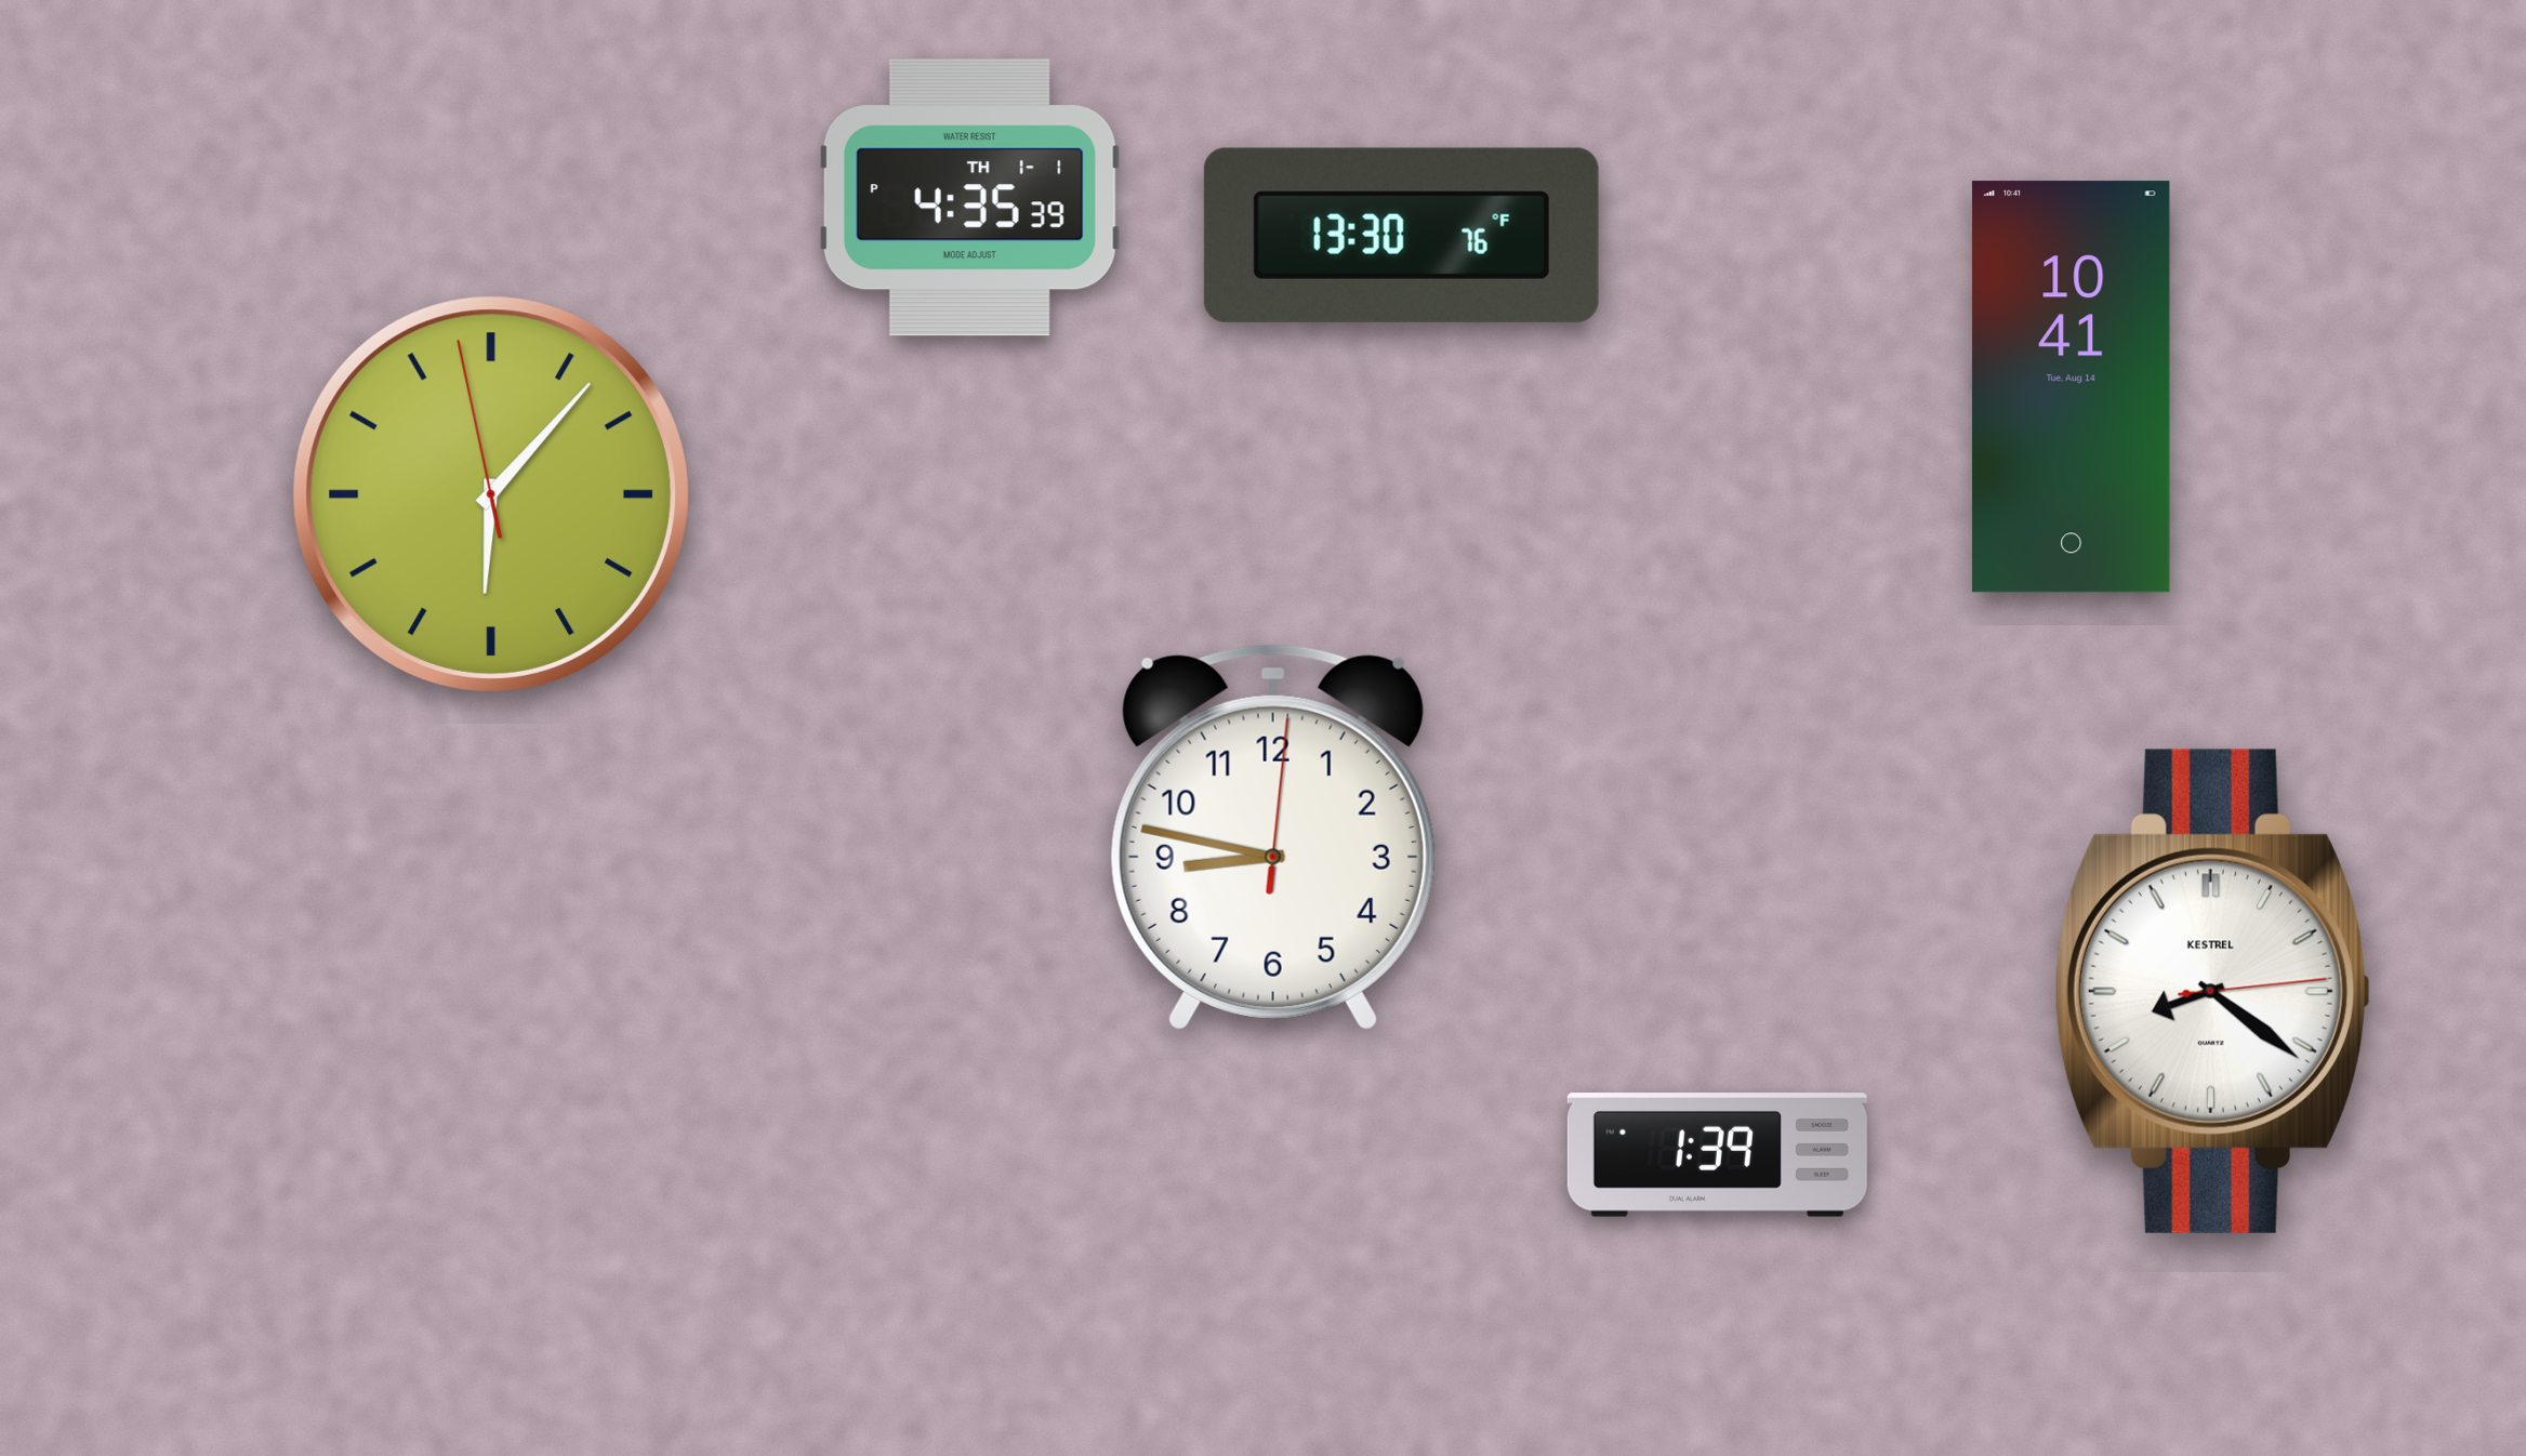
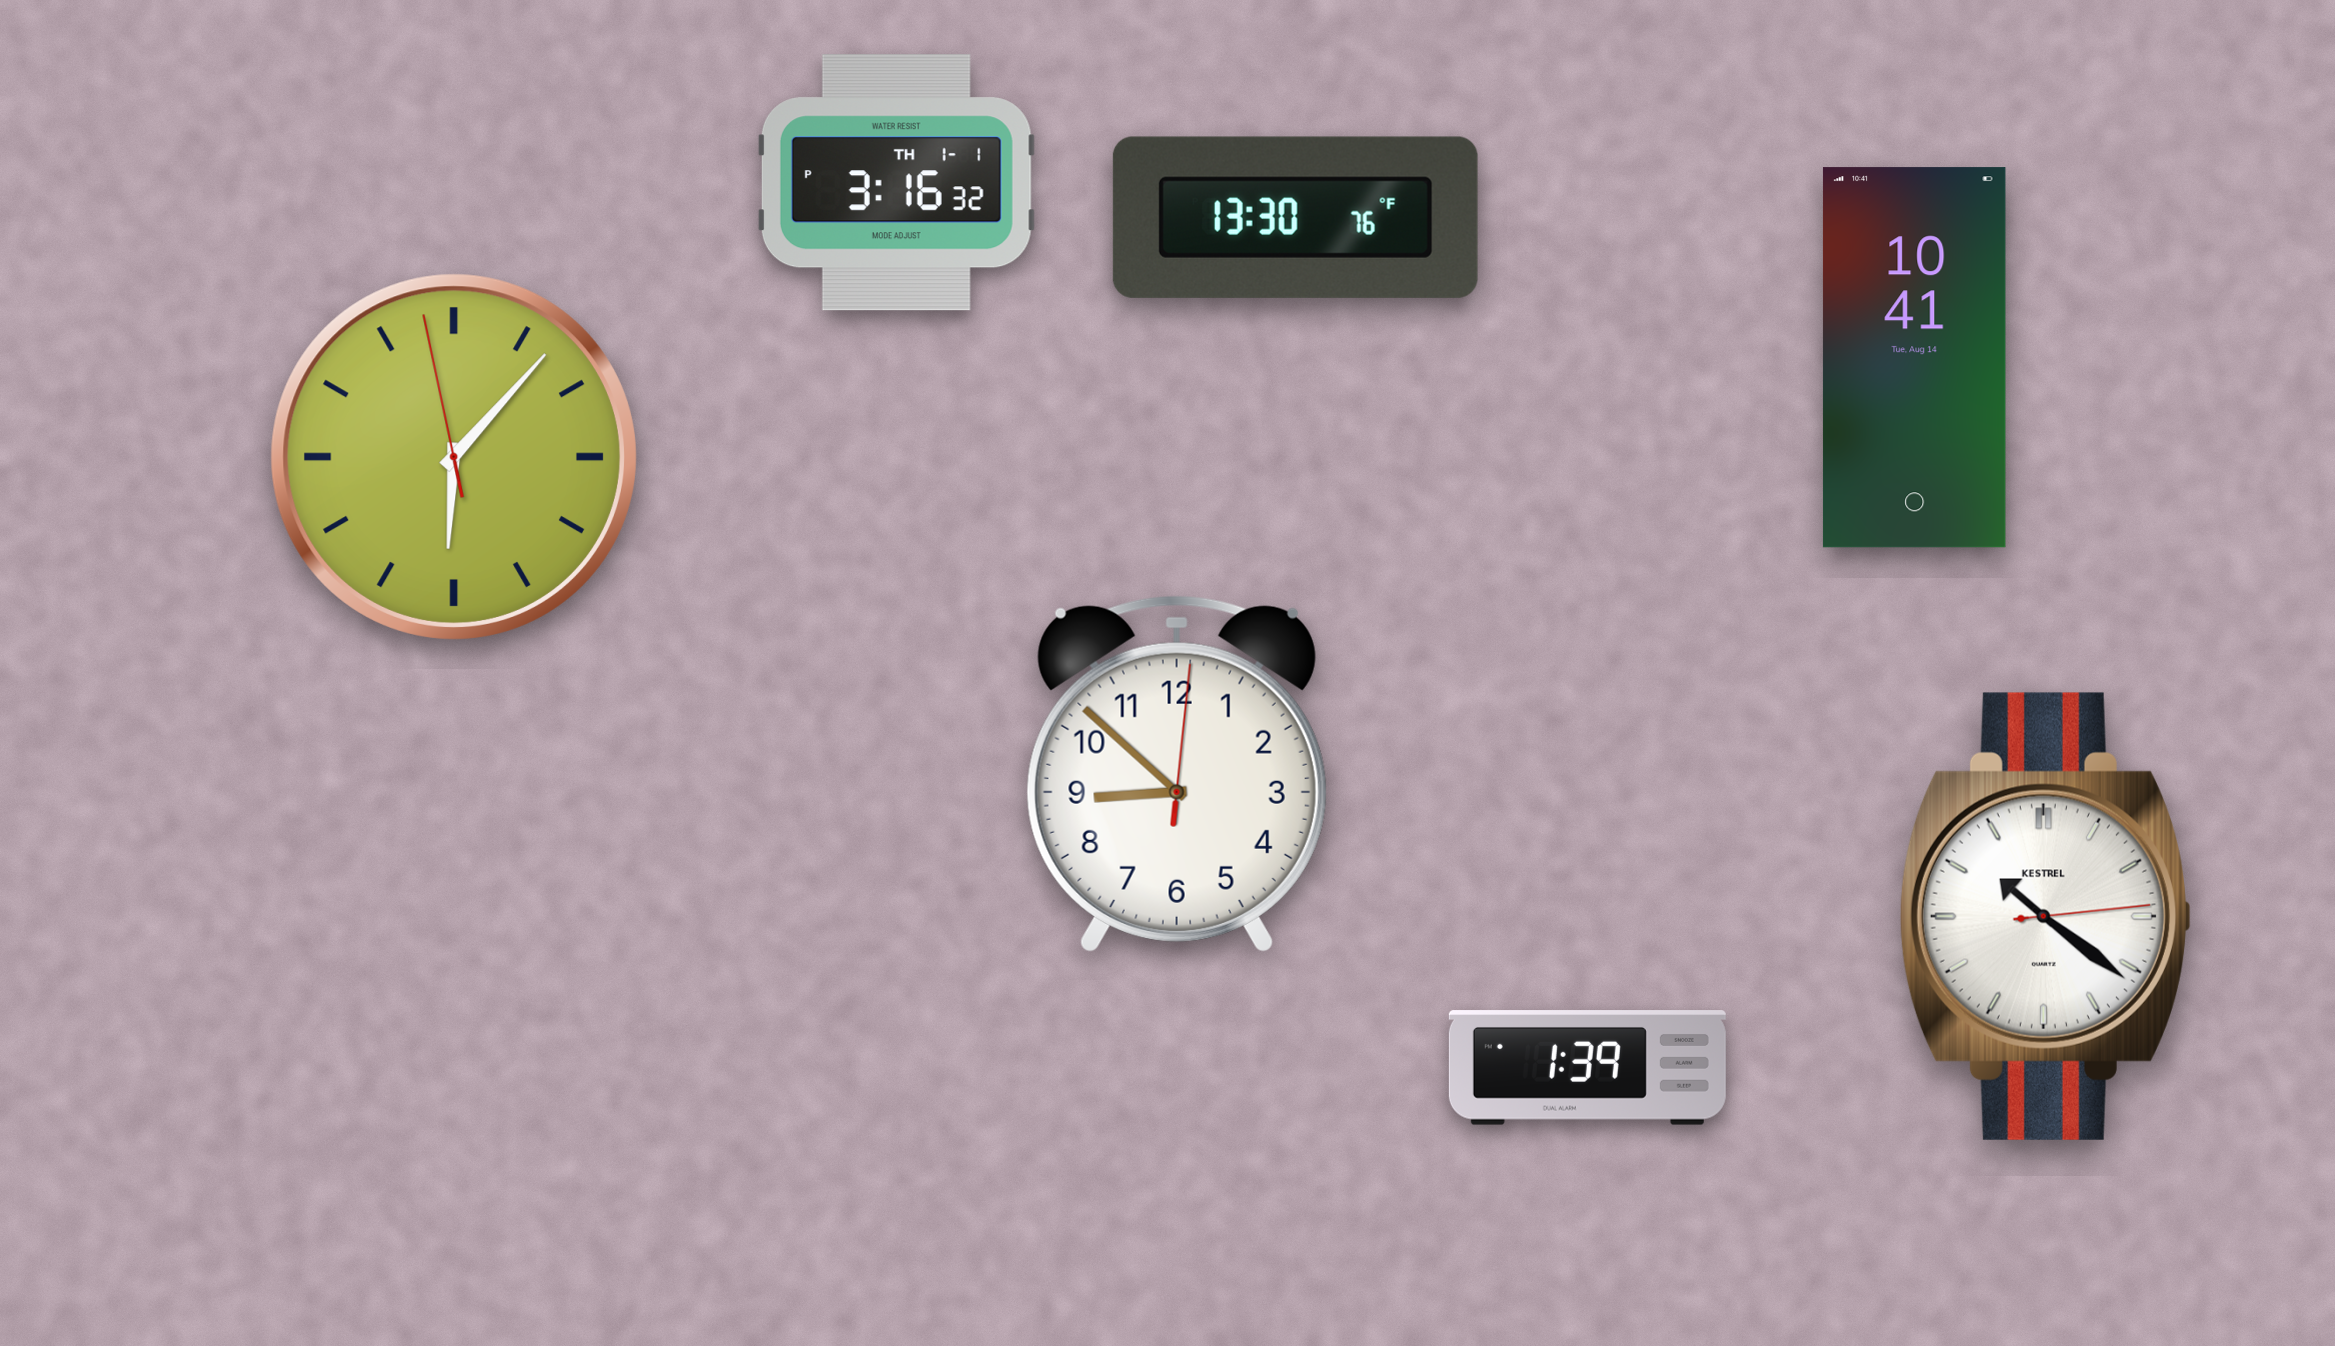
clock at (969, 198): 4:35 -> 3:16
clock at (1273, 837): 8:47 -> 8:52
clock at (2212, 991): 8:21 -> 10:21
